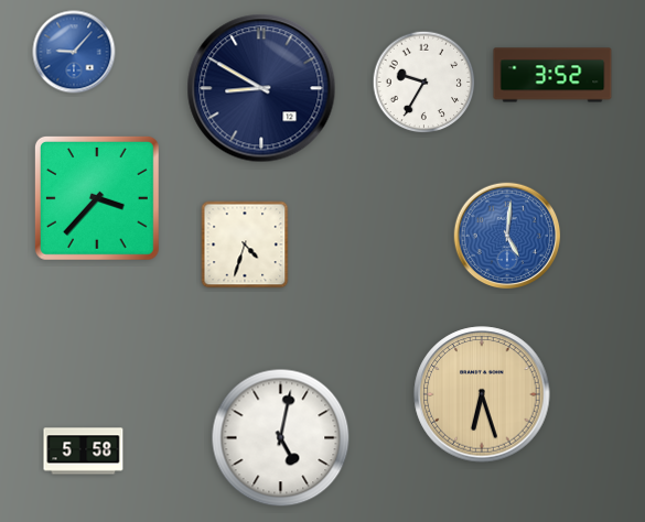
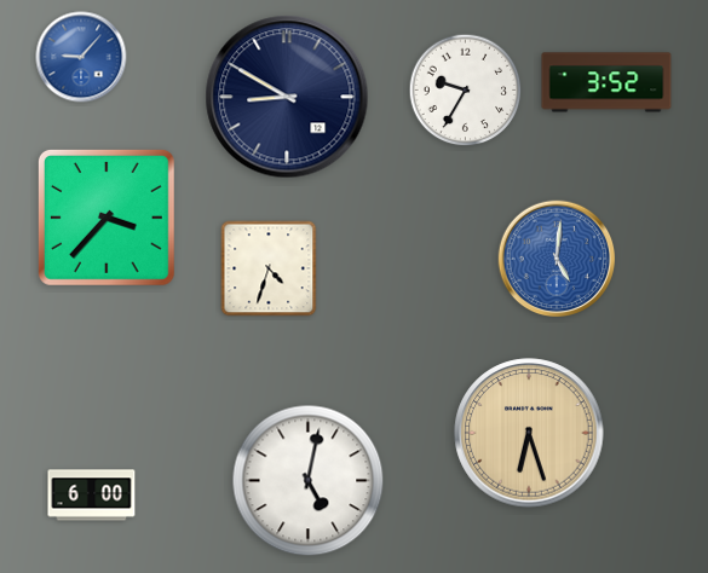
clock at (84, 452): 5:58 -> 6:00
